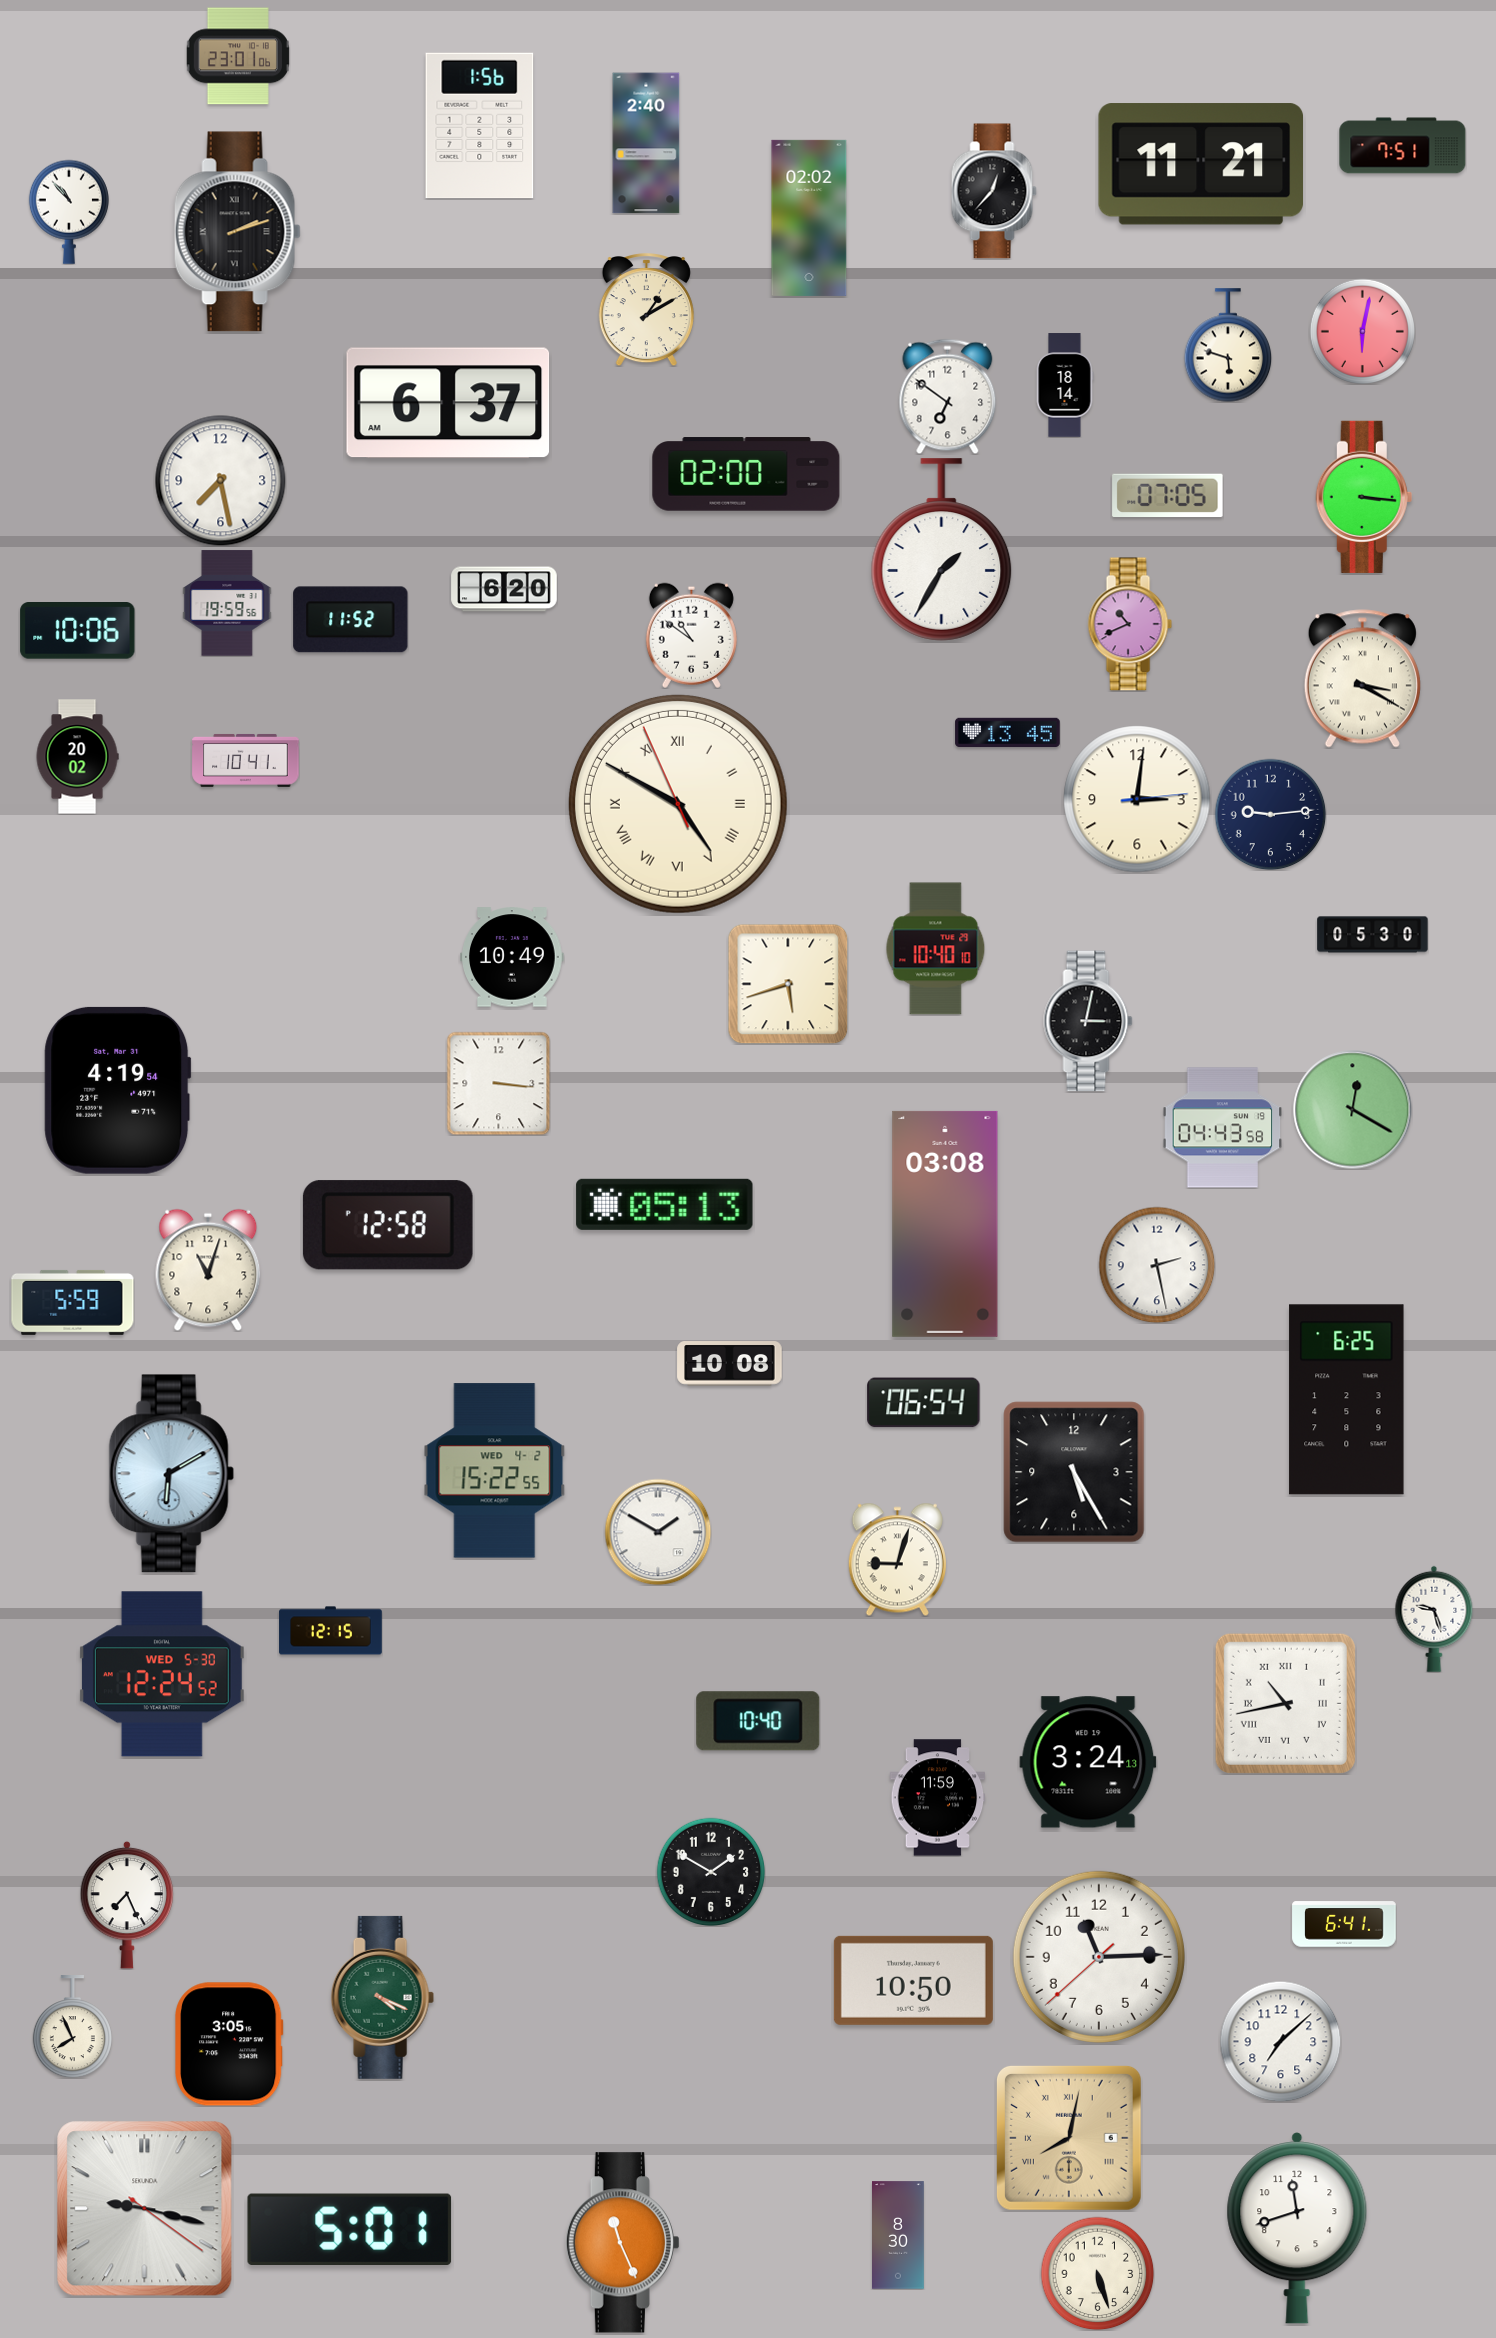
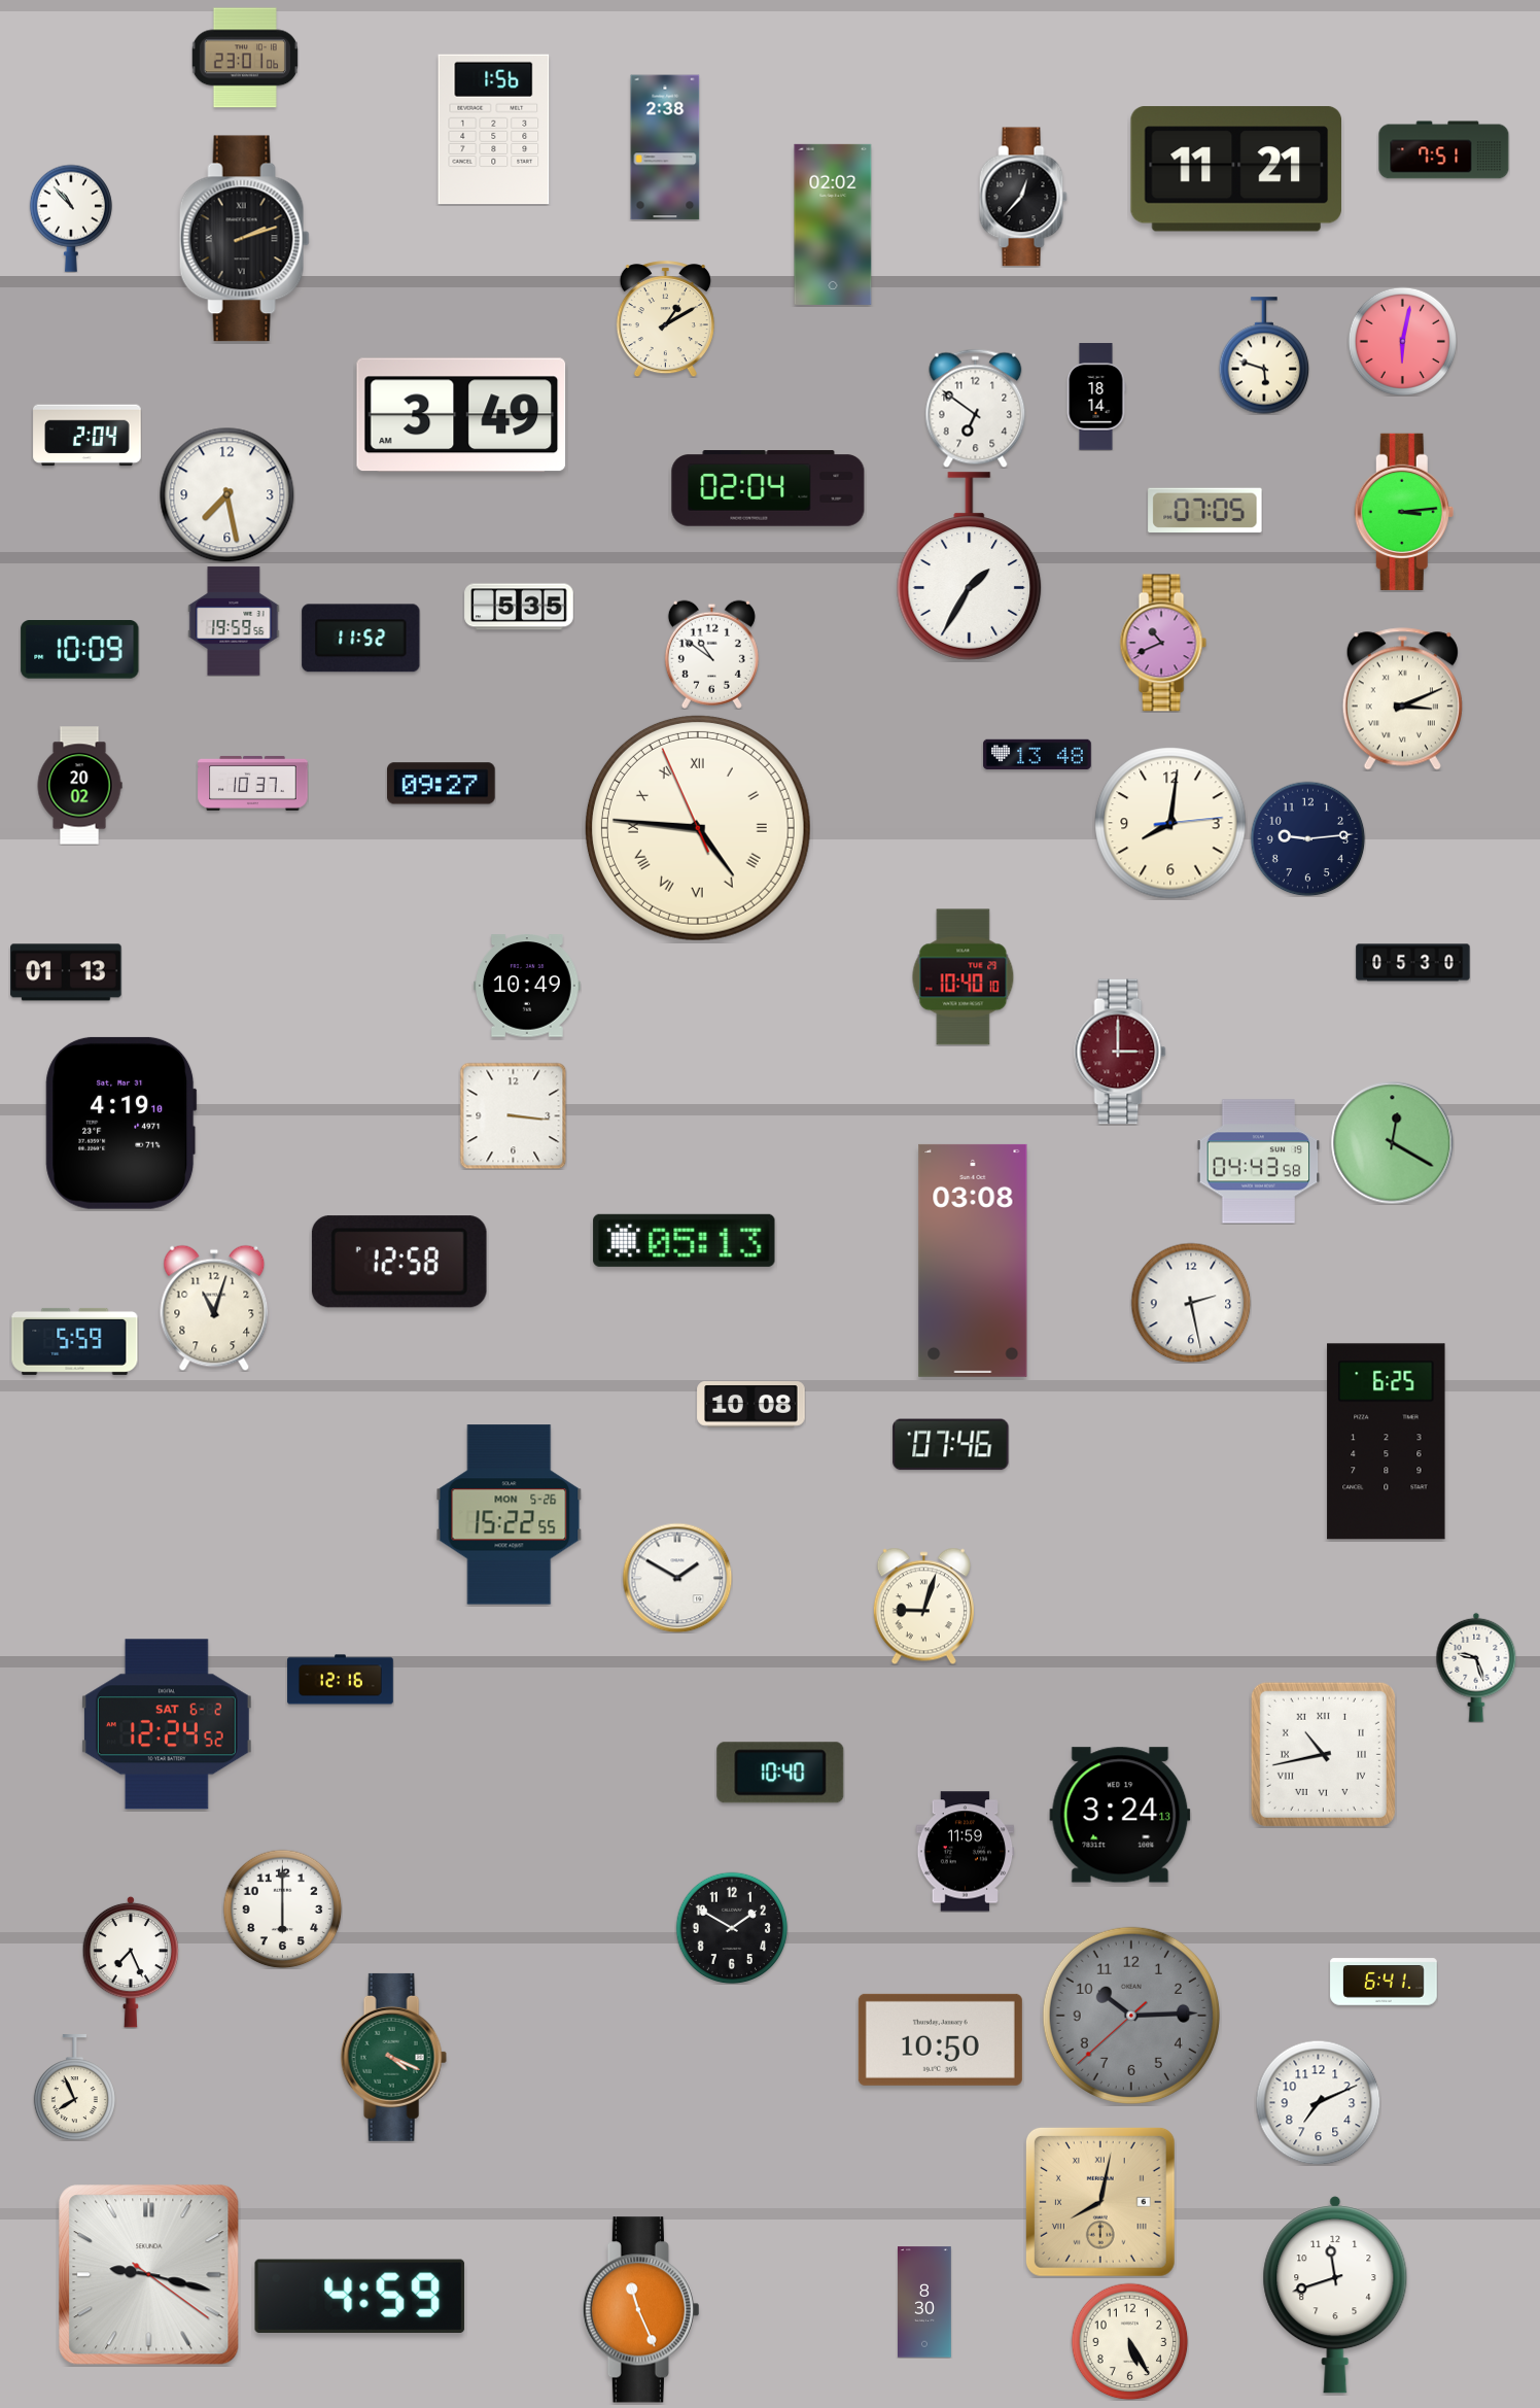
clock at (646, 143): 2:40 -> 2:38
clock at (448, 403): 6:37 -> 3:49
clock at (87, 436): none -> 2:04
clock at (746, 474): 02:00 -> 02:04
clock at (1168, 496) position: (1168, 496) -> (1205, 511)
clock at (1364, 497): 3:16 -> 3:14
clock at (504, 589): 6:20 -> 5:35
clock at (78, 631): 10:06 -> 10:09
clock at (1362, 679): 3:20 -> 3:11
clock at (1008, 733): 13:45 -> 13:48
clock at (77, 757) position: (77, 757) -> (79, 786)
clock at (246, 760): 10:41 -> 10:37
clock at (442, 784): none -> 09:27
clock at (1137, 799): 3:01 -> 8:01
clock at (678, 804): 4:49 -> 4:45
clock at (66, 972): none -> 01:13
clock at (788, 984): 5:42 -> none
clock at (1088, 1021): 3:02 -> 3:00
clock at (1088, 1021) dial: black -> burgundy
clock at (118, 1090): 4:19:54 -> 4:19:10
clock at (924, 1403): 06:54 -> 07:46
clock at (495, 1471) date: WED 4-2 -> MON 5-26
clock at (1074, 1472): 5:25 -> none
clock at (171, 1474): 6:10 -> none
clock at (331, 1631): 12:15 -> 12:16
clock at (162, 1674) date: WED 5-30 -> SAT 6-2
clock at (282, 1908): none -> 6:00
clock at (1099, 1957): 11:14 -> 10:14
clock at (1099, 1957) dial: white -> grey
clock at (1280, 2041): 7:08 -> 7:11
clock at (230, 2044): 3:05 -> none
clock at (350, 2230): 5:01 -> 4:59
clock at (1097, 2273): 5:27 -> 5:25
